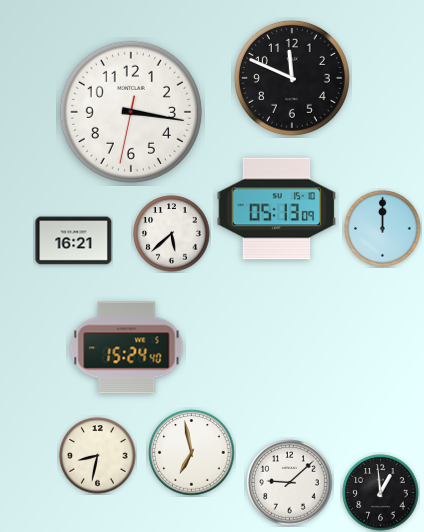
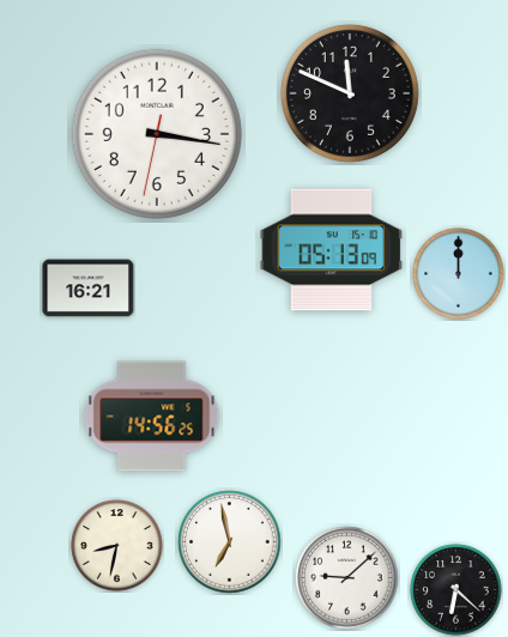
clock at (172, 234): 5:38 -> none
clock at (127, 348): 15:24 -> 14:56
clock at (381, 493): 12:59 -> 6:22
